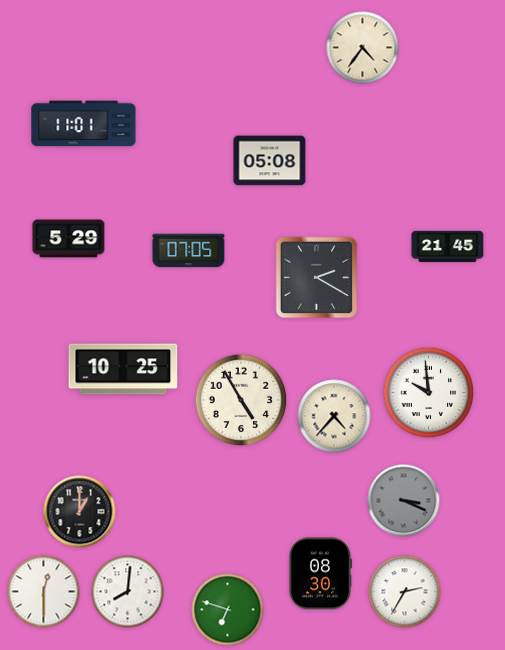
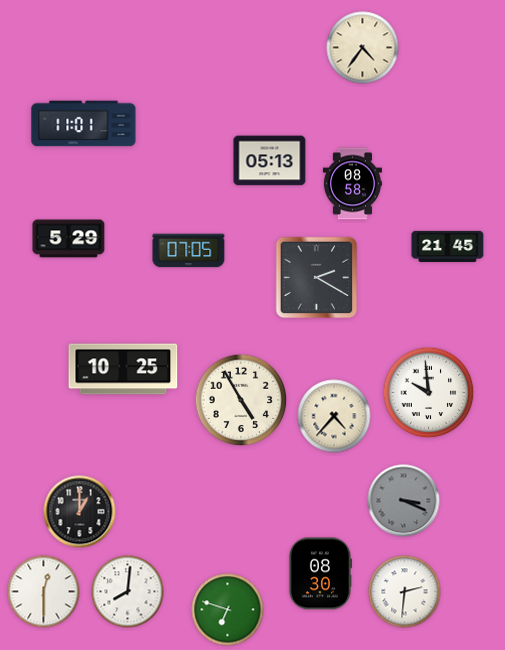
clock at (270, 161): 05:08 -> 05:13
clock at (352, 184): none -> 08:58
clock at (405, 592): 2:35 -> 2:31
